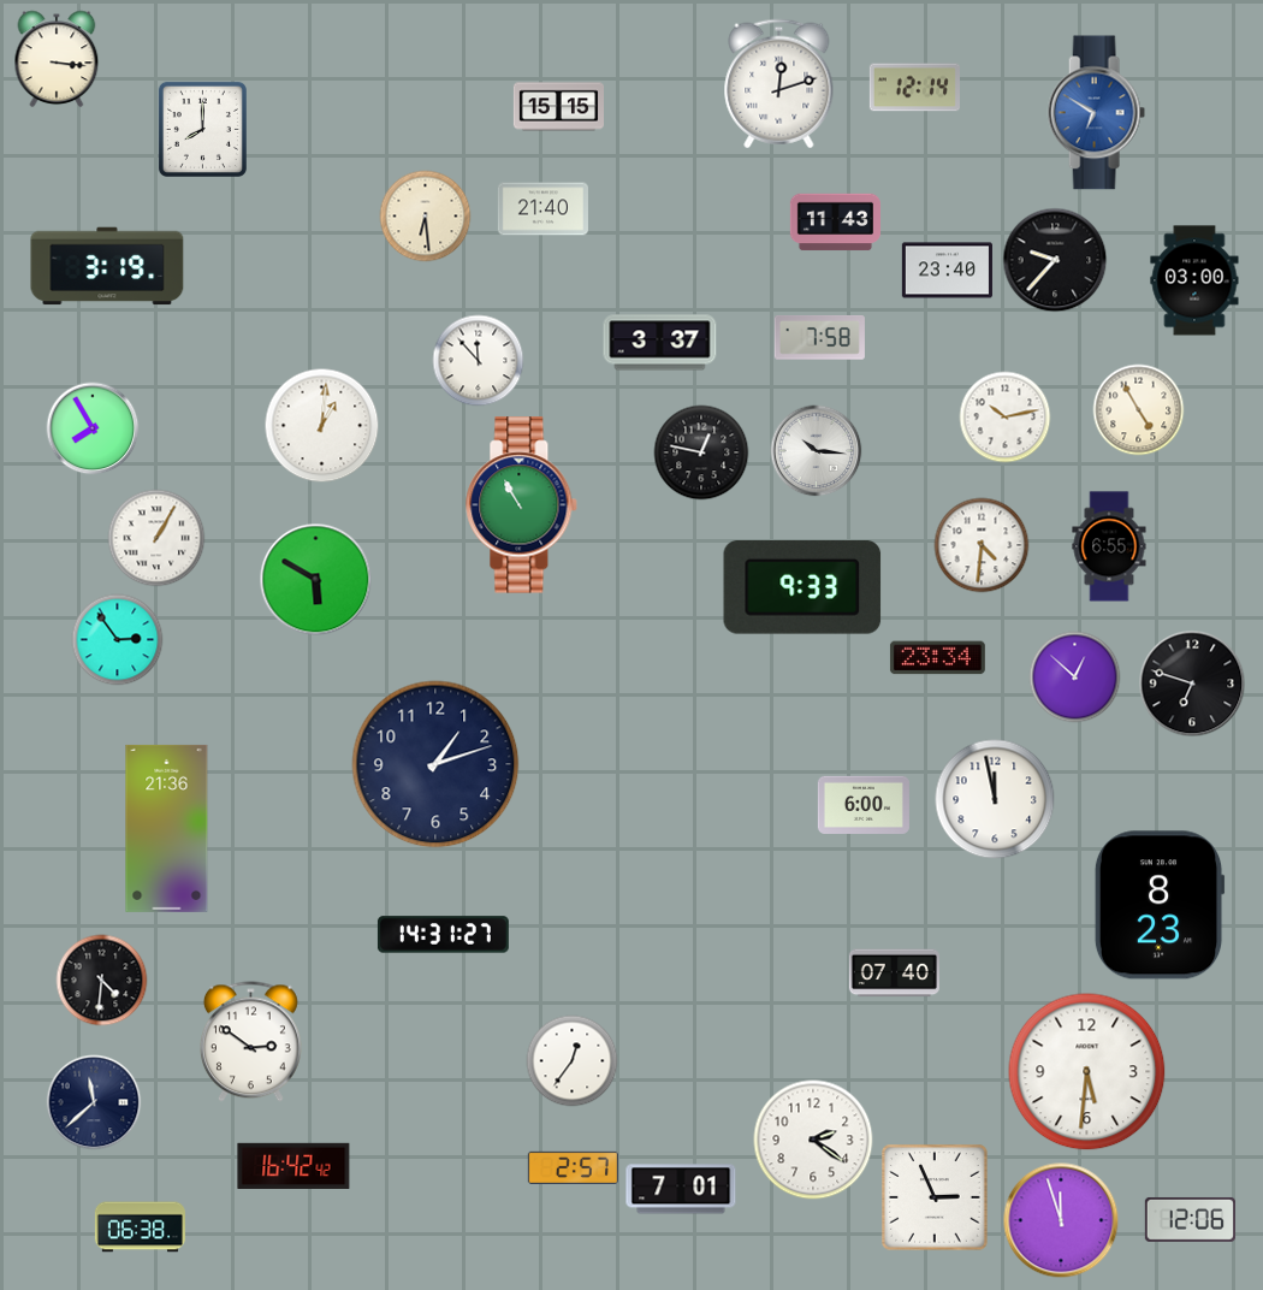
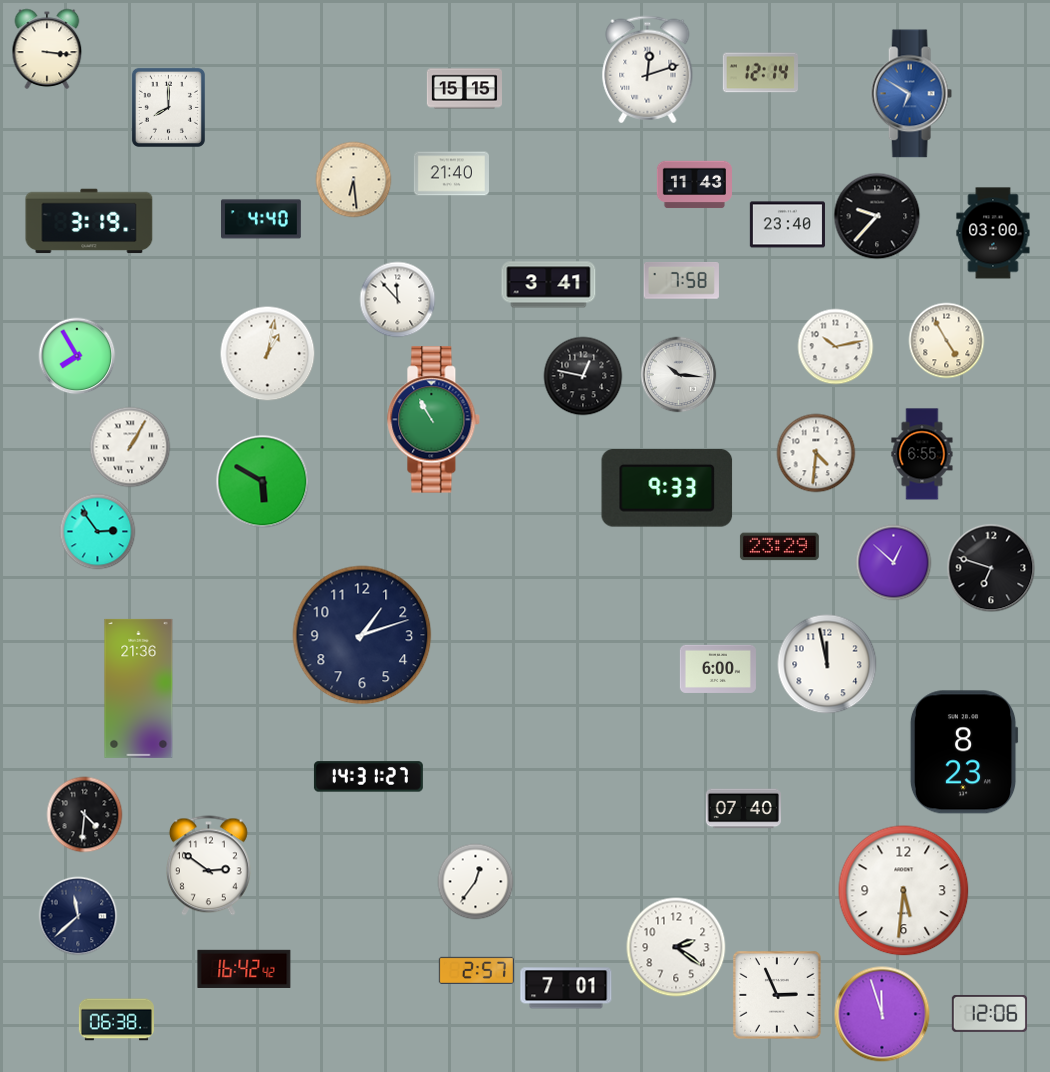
clock at (262, 219): none -> 4:40
clock at (660, 343): 3:37 -> 3:41
clock at (322, 426): 1:01 -> 1:02
clock at (937, 658): 23:34 -> 23:29
